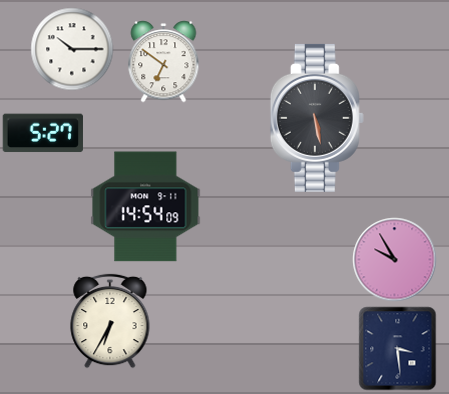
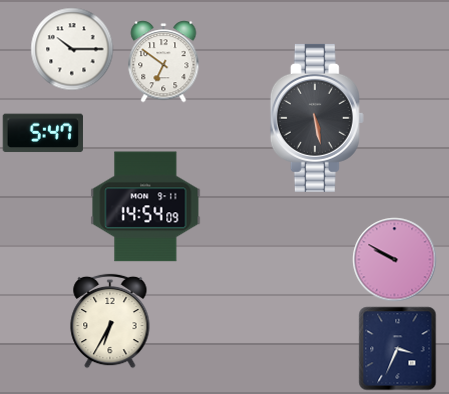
clock at (43, 133): 5:27 -> 5:47
clock at (394, 259): 9:55 -> 9:50
clock at (398, 348): 3:29 -> 3:34
